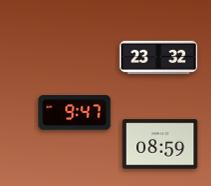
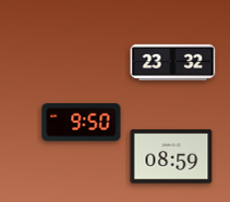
clock at (75, 113): 9:47 -> 9:50
clock at (160, 144) position: (160, 144) -> (171, 156)
